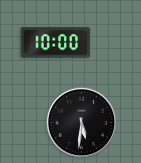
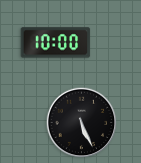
clock at (82, 123): 5:31 -> 5:26
